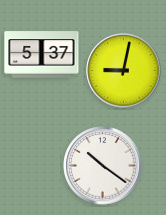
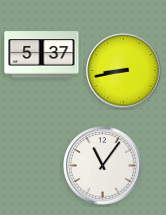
clock at (124, 71): 9:02 -> 8:43
clock at (103, 166): 10:21 -> 11:06
